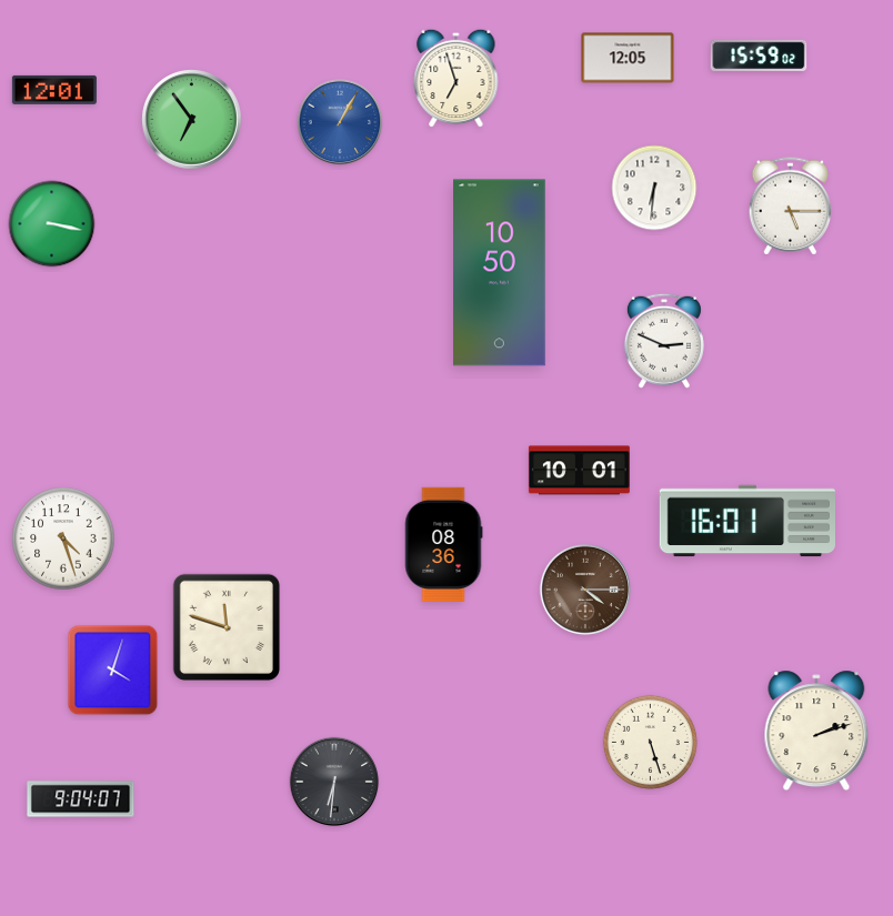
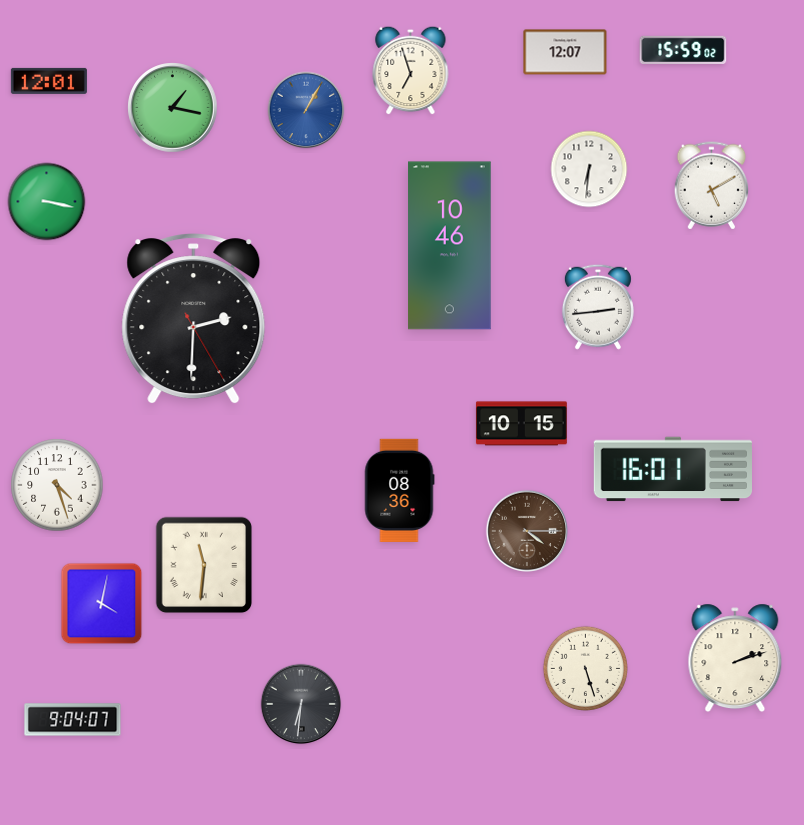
clock at (628, 58): 12:05 -> 12:07
clock at (192, 120): 6:54 -> 1:17
clock at (790, 207): 5:15 -> 5:10
clock at (500, 273): 10:50 -> 10:46
clock at (664, 341): 2:49 -> 2:44
clock at (194, 319): none -> 2:30
clock at (579, 471): 10:01 -> 10:15
clock at (227, 627): 11:48 -> 11:31
clock at (113, 671): 4:03 -> 4:02
